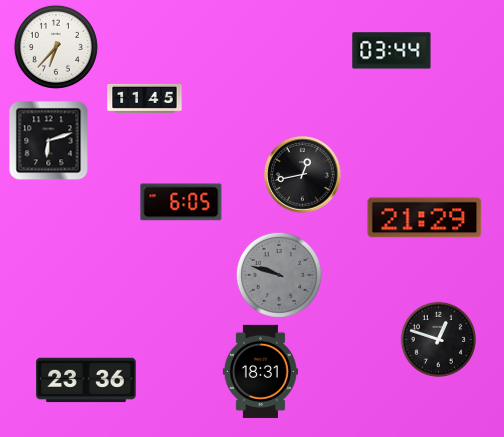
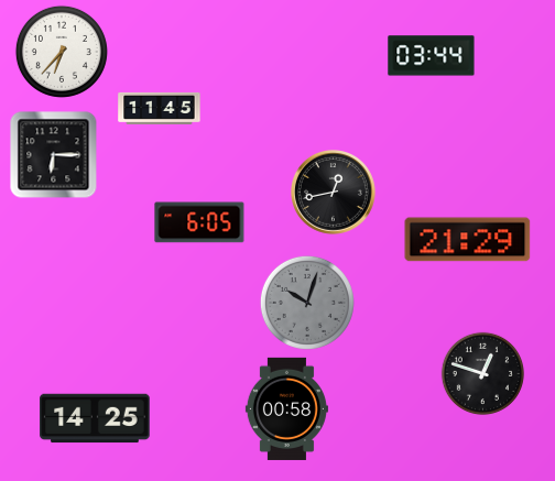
clock at (49, 141): 6:12 -> 6:15
clock at (279, 275): 9:48 -> 10:03
clock at (260, 371): 18:31 -> 00:58
clock at (86, 380): 23:36 -> 14:25
